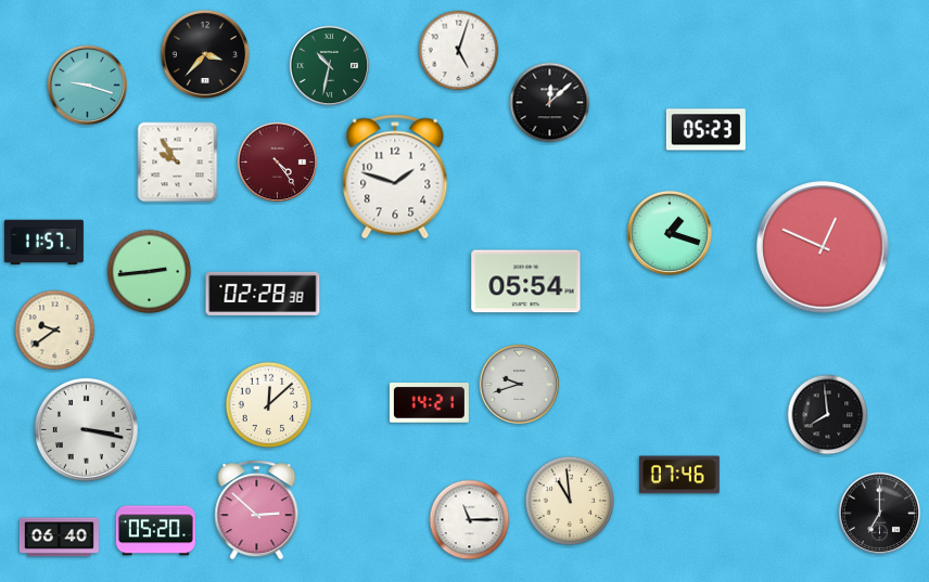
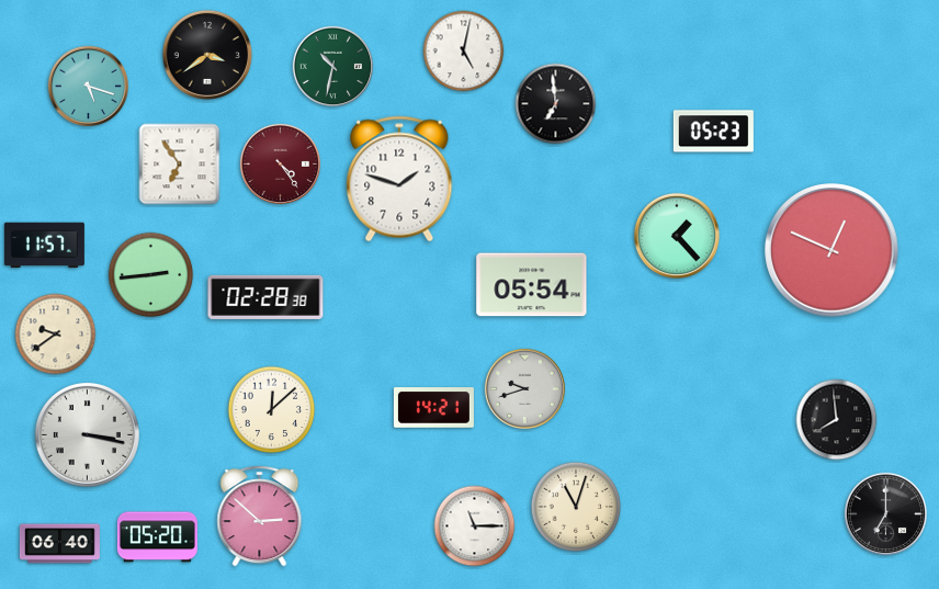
clock at (459, 51): 5:03 -> 5:02
clock at (205, 54): 3:37 -> 3:39
clock at (87, 85): 9:18 -> 5:18
clock at (550, 103): 12:08 -> 6:59
clock at (178, 163): 9:54 -> 6:54
clock at (670, 233): 1:18 -> 1:23
clock at (679, 475): 07:46 -> none
clock at (570, 501): 10:59 -> 11:03
clock at (879, 513) position: (879, 513) -> (885, 513)
